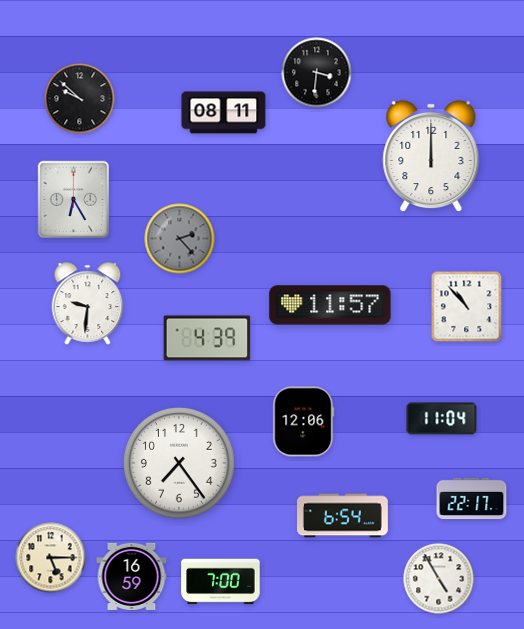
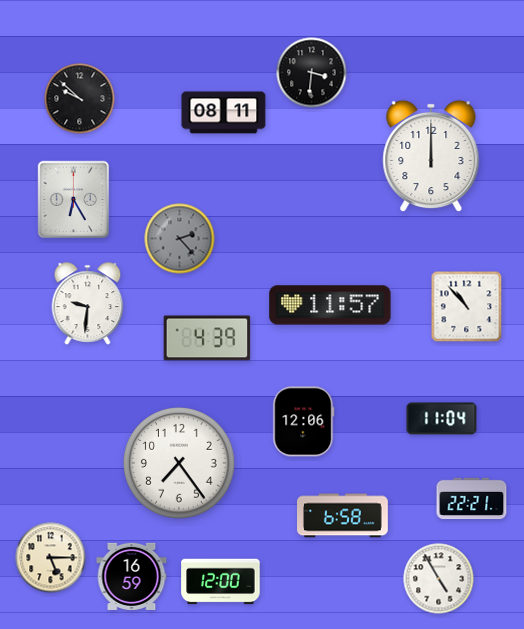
clock at (317, 73) position: (317, 73) -> (312, 73)
clock at (472, 499): 22:17 -> 22:21
clock at (343, 516): 6:54 -> 6:58
clock at (221, 582): 7:00 -> 12:00
